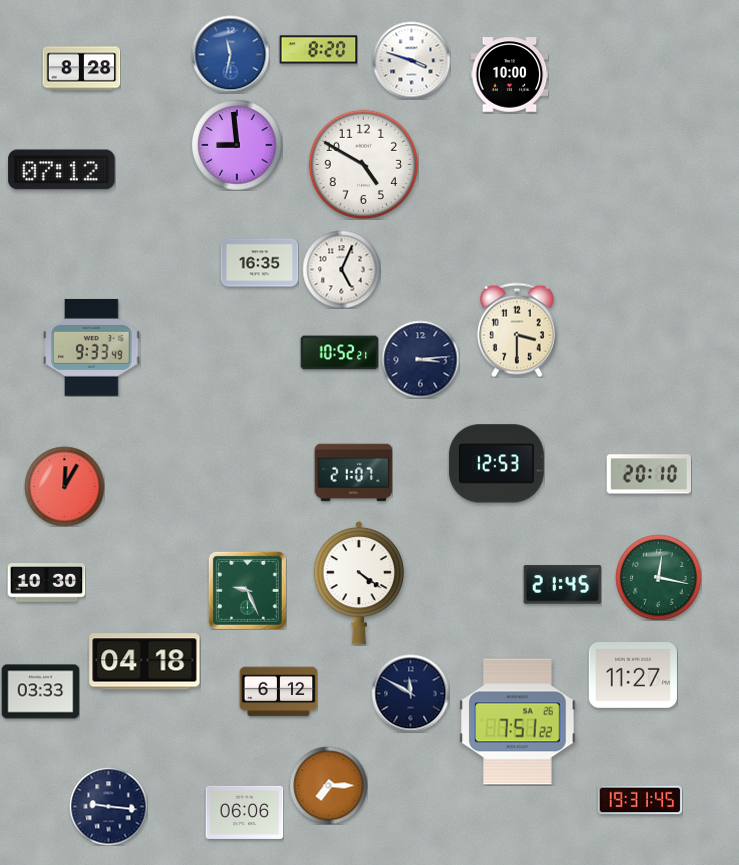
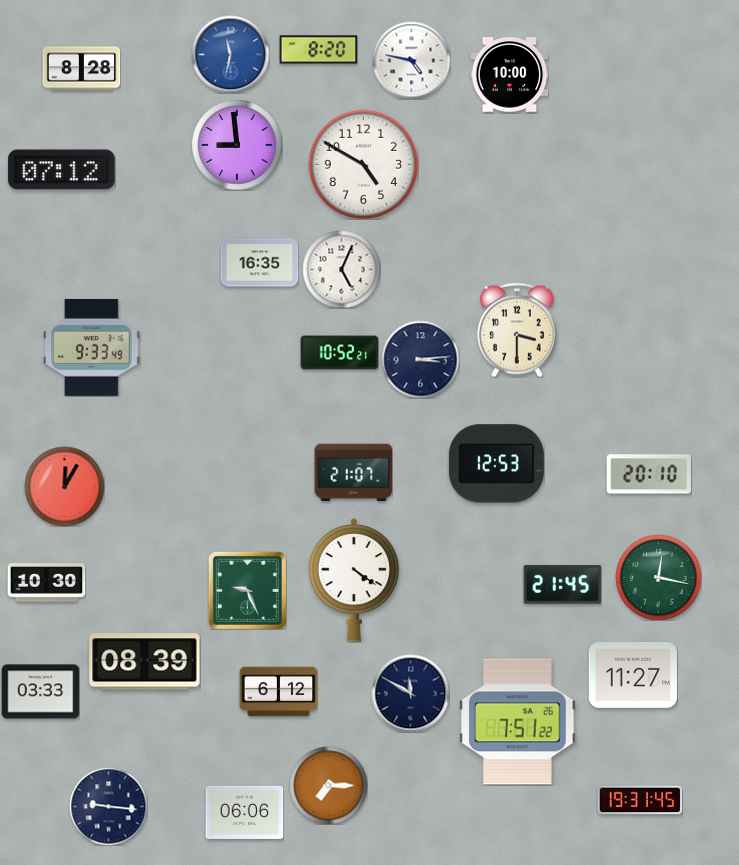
clock at (411, 60): 3:48 -> 4:47
clock at (359, 583) position: (359, 583) -> (354, 580)
clock at (145, 662): 04:18 -> 08:39
